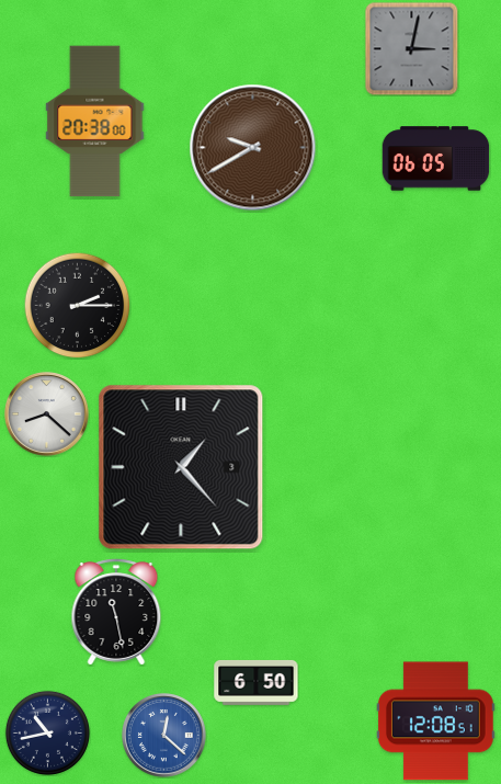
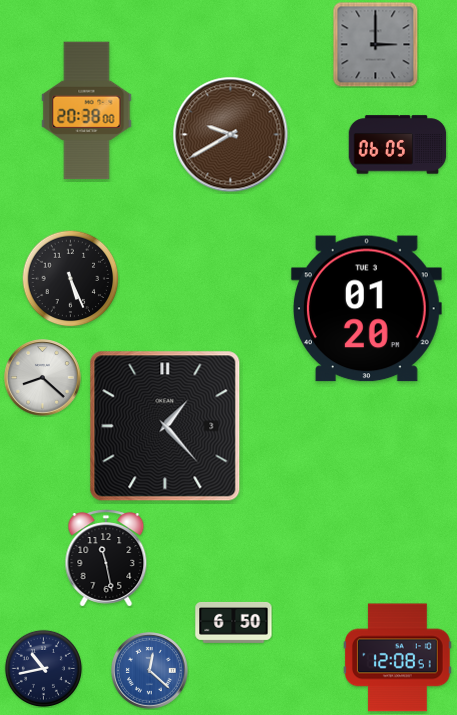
clock at (412, 49): 3:02 -> 3:00
clock at (77, 305): 2:15 -> 5:26
clock at (366, 309): none -> 01:20
